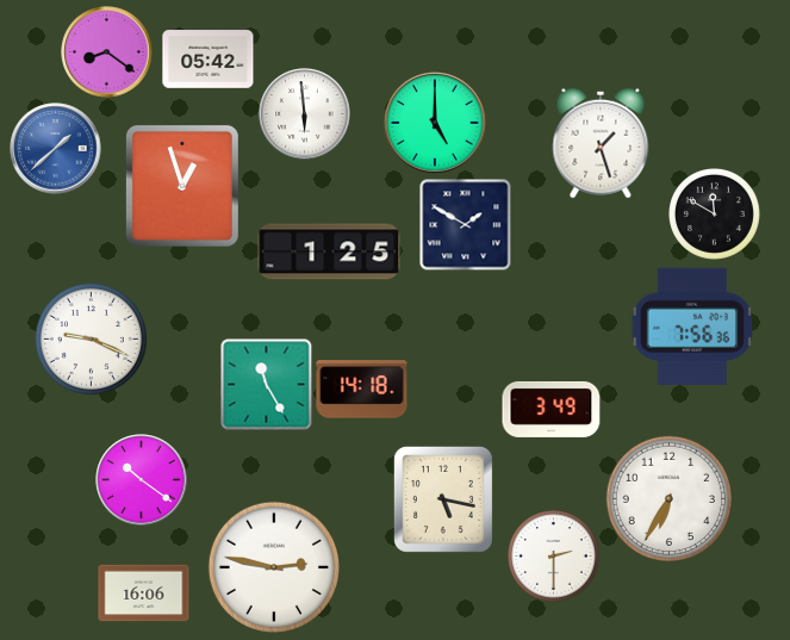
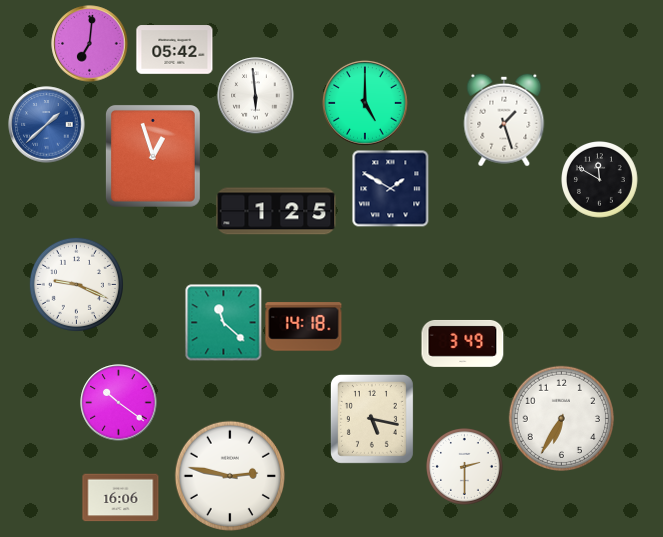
clock at (107, 52): 8:21 -> 7:01
clock at (692, 327): 7:56 -> none
clock at (267, 385): 11:25 -> 11:22
